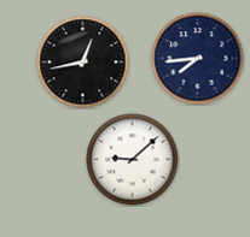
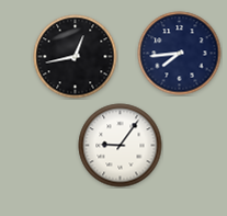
clock at (133, 160): 9:08 -> 9:06
